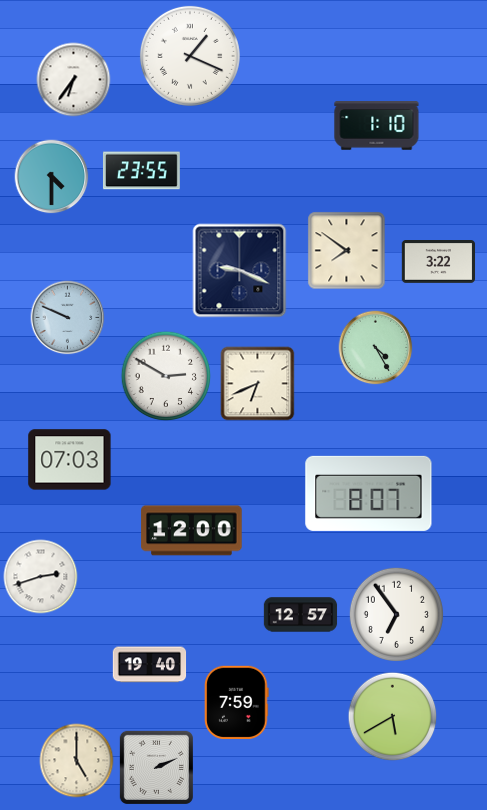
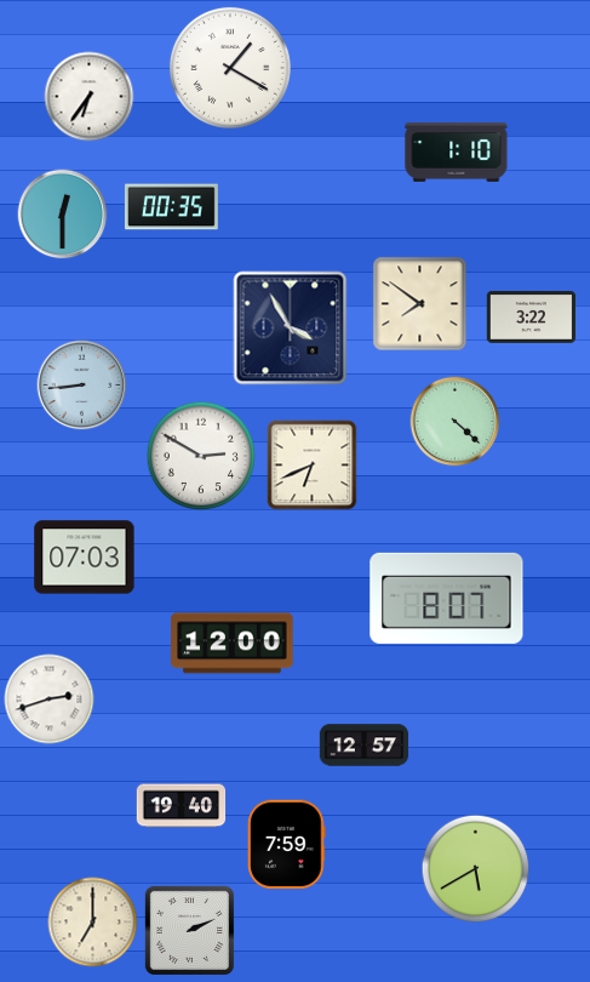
clock at (190, 56): 1:19 -> 1:20
clock at (141, 171): 23:55 -> 00:35
clock at (52, 177): 4:30 -> 12:30
clock at (240, 271): 9:19 -> 3:55
clock at (68, 318): 9:49 -> 8:44
clock at (376, 348): 4:25 -> 4:22
clock at (396, 614): 6:54 -> none
clock at (237, 702) position: (237, 702) -> (287, 844)
clock at (77, 761): 5:00 -> 7:00
